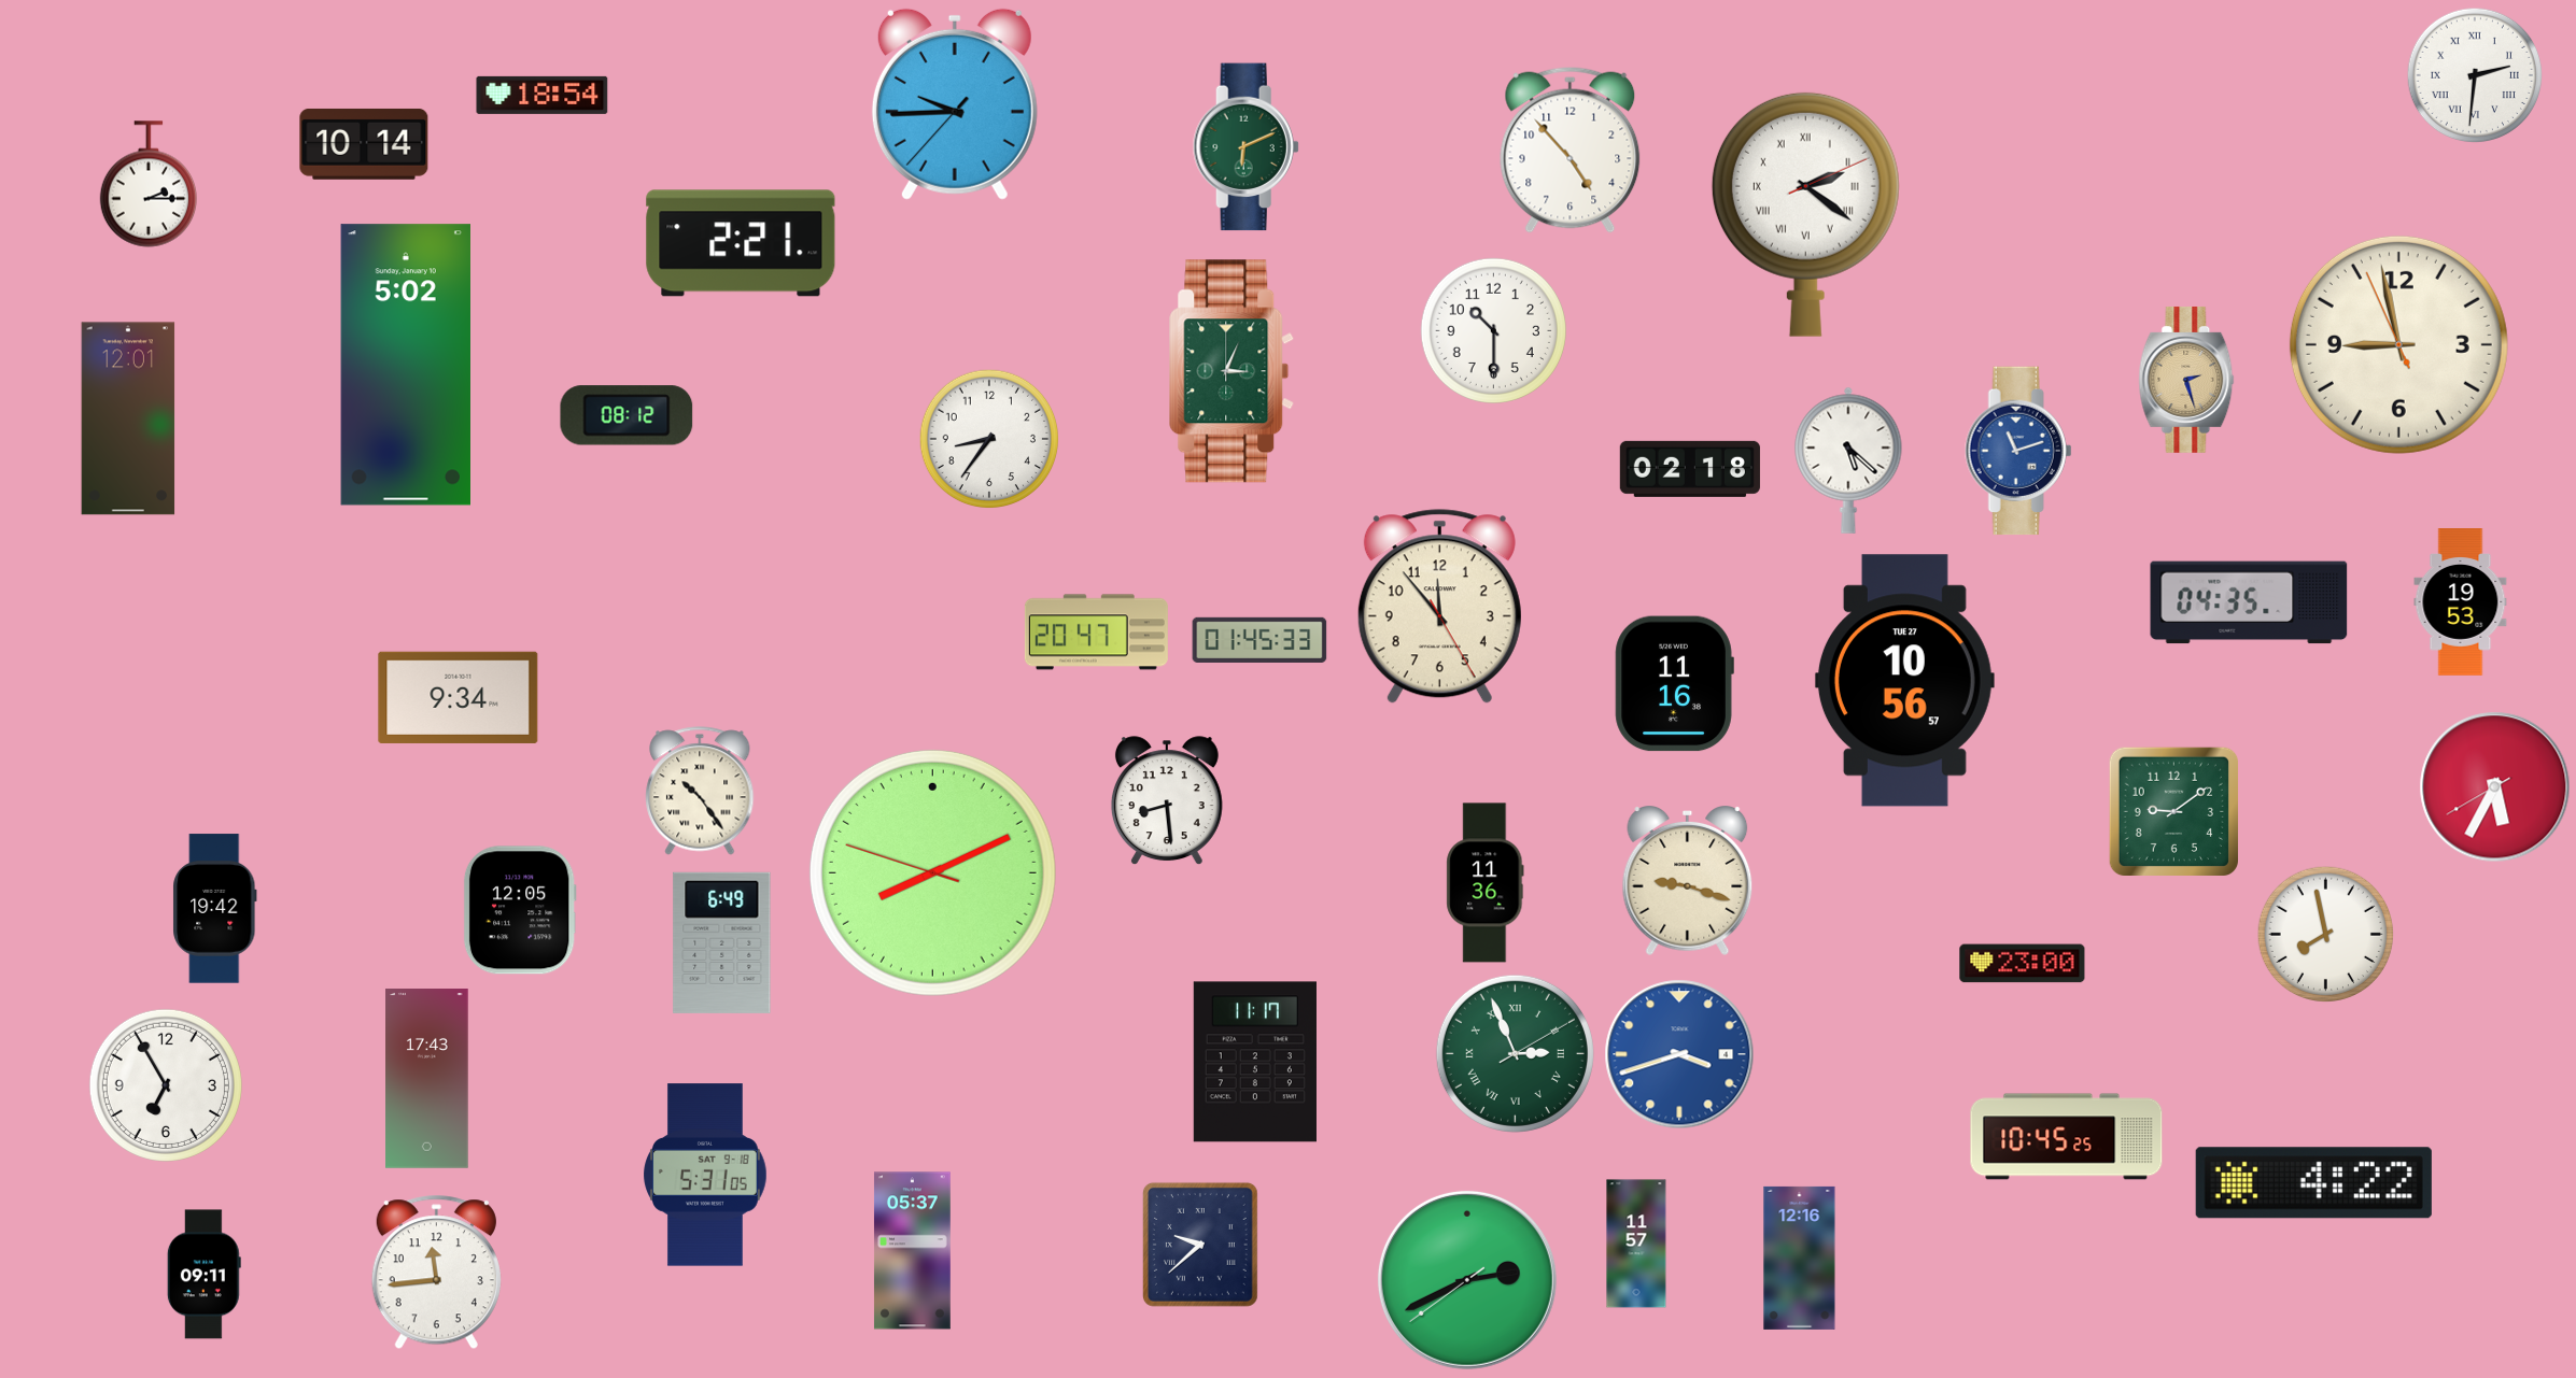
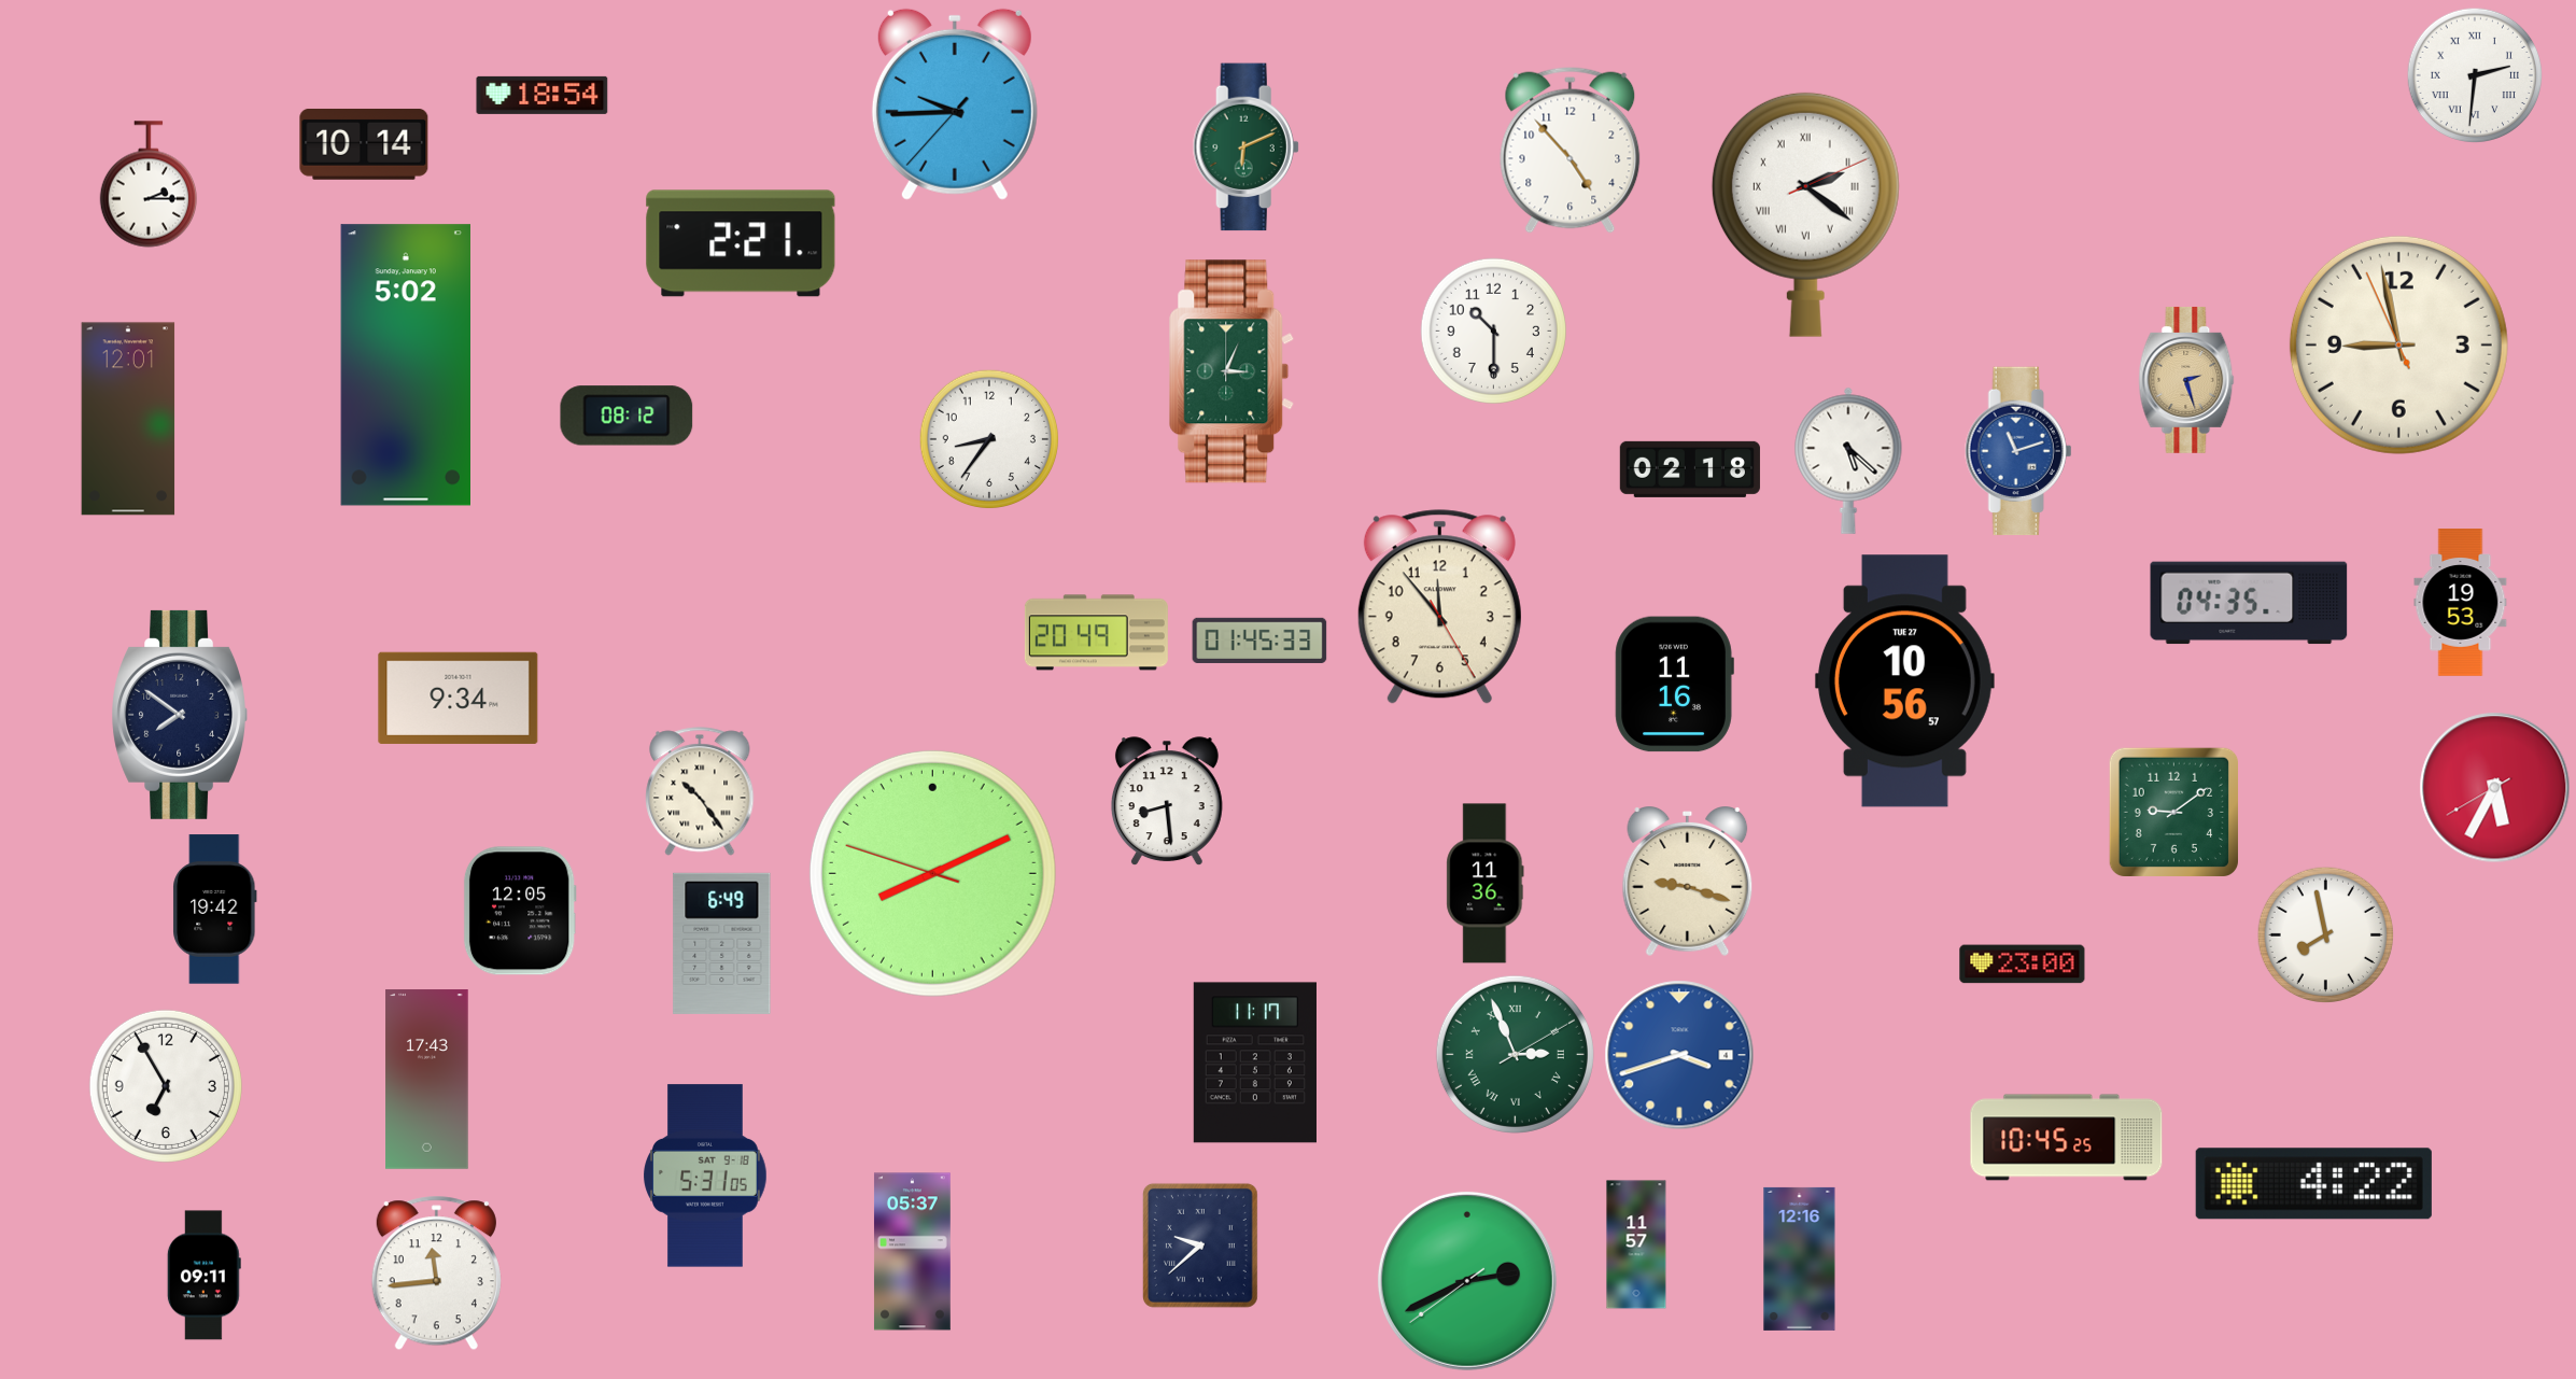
clock at (1096, 633): 20:47 -> 20:49
clock at (179, 715): none -> 7:51
